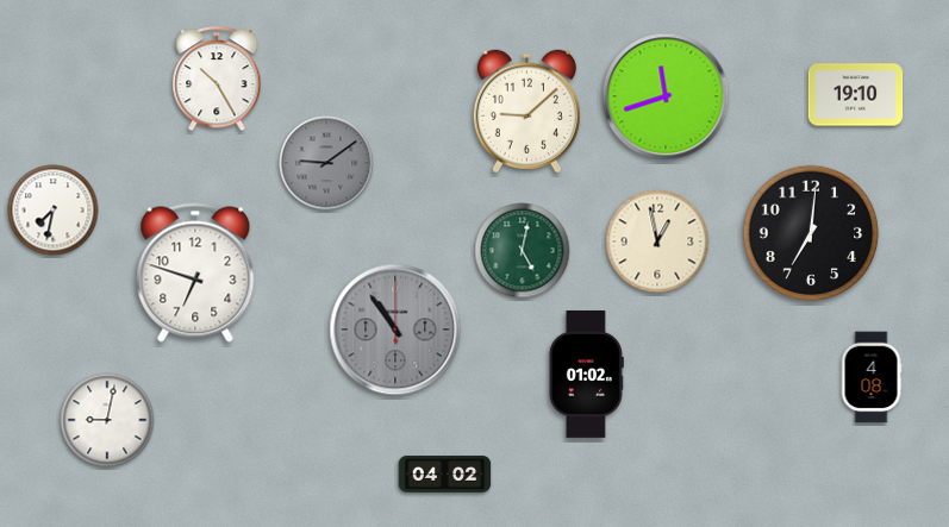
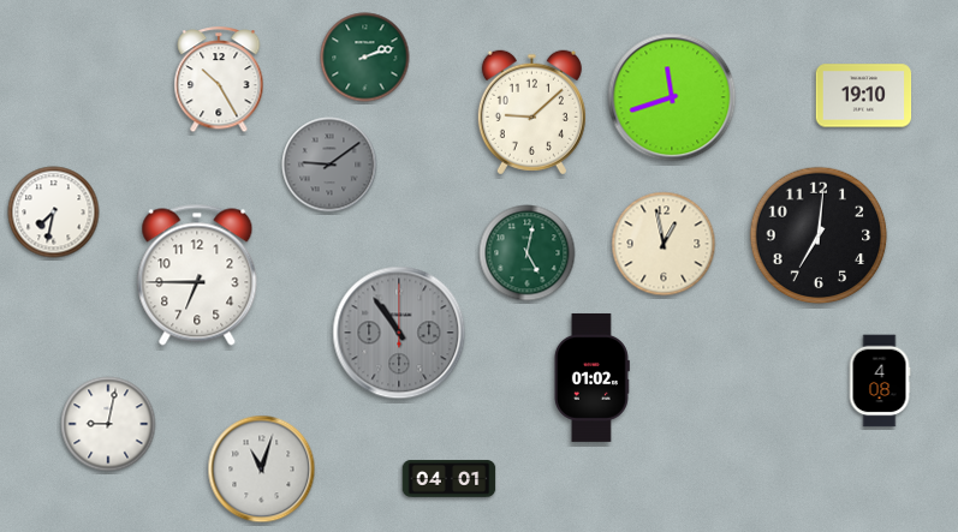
clock at (365, 58): none -> 2:12
clock at (195, 272): 6:48 -> 6:45
clock at (262, 470): none -> 11:03
clock at (445, 475): 04:02 -> 04:01
